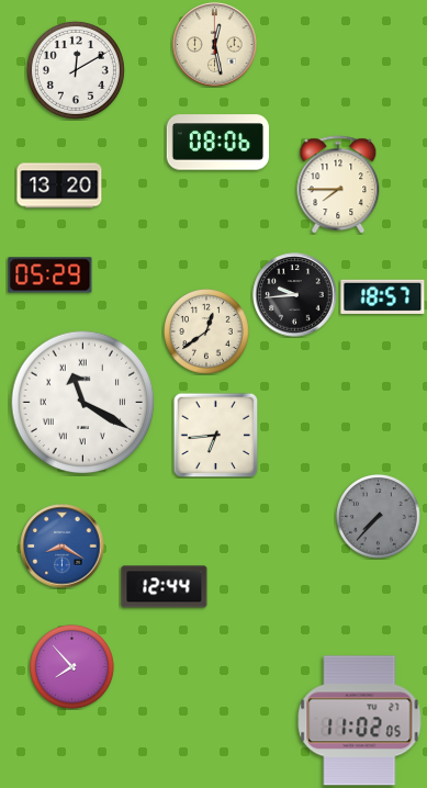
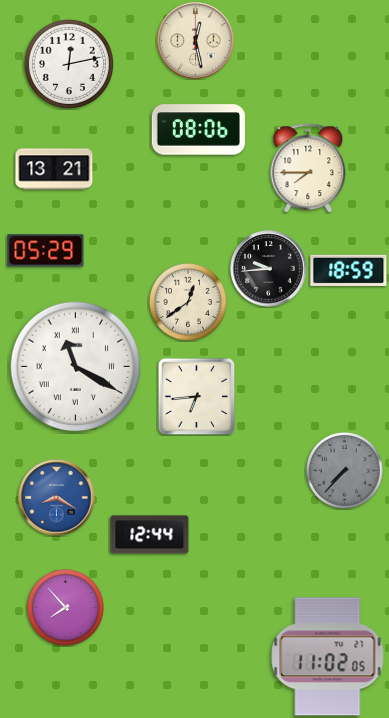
clock at (76, 70): 12:10 -> 12:13
clock at (59, 185): 13:20 -> 13:21
clock at (383, 296): 18:57 -> 18:59
